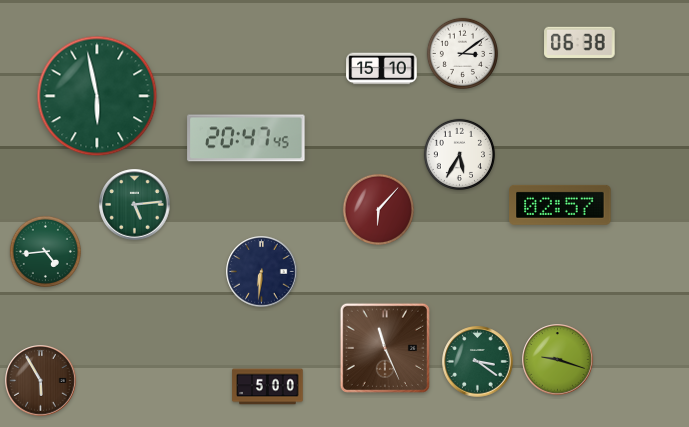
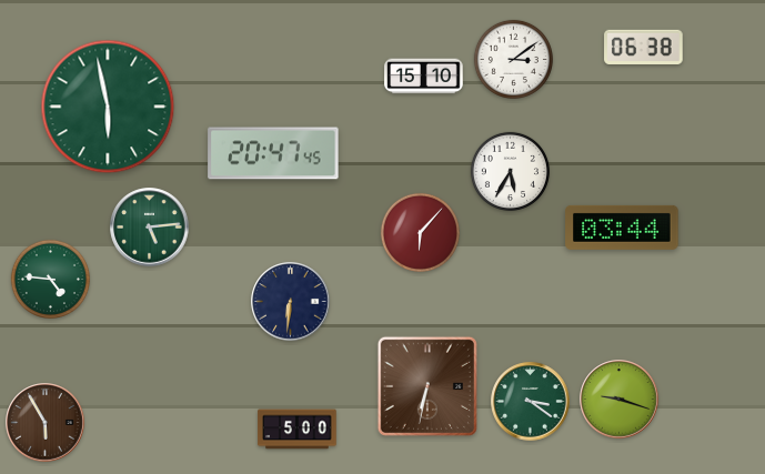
clock at (560, 205): 02:57 -> 03:44
clock at (45, 251): 4:44 -> 4:46
clock at (385, 348): 11:26 -> 6:32
